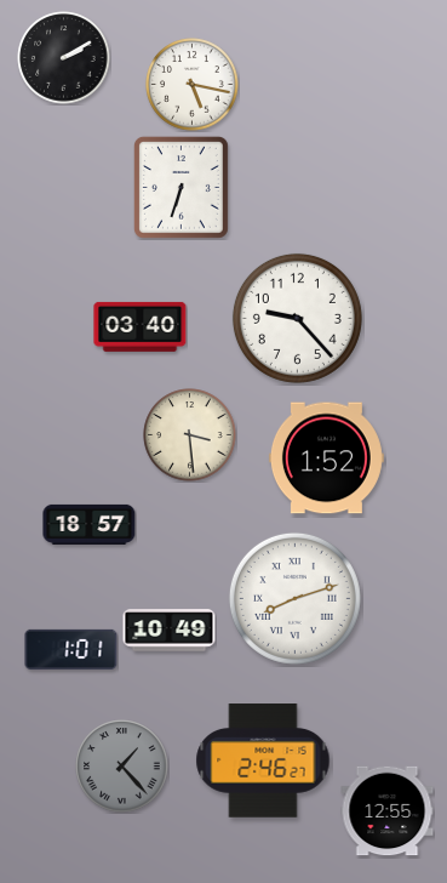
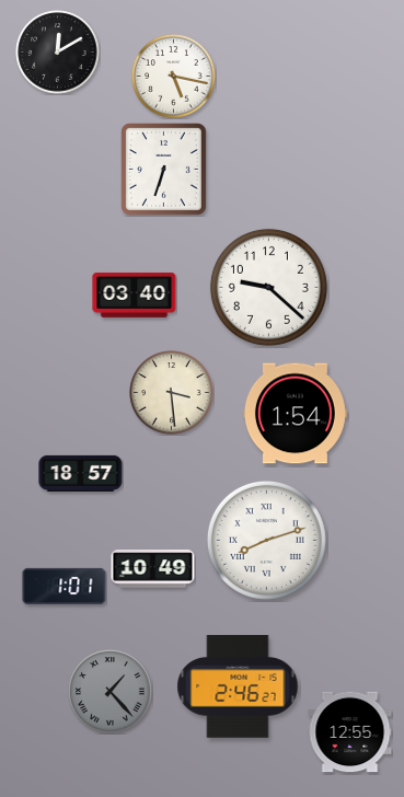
clock at (64, 58): 2:10 -> 12:10
clock at (297, 318): 9:23 -> 9:22
clock at (141, 326) position: (141, 326) -> (135, 294)
clock at (326, 458): 1:52 -> 1:54
